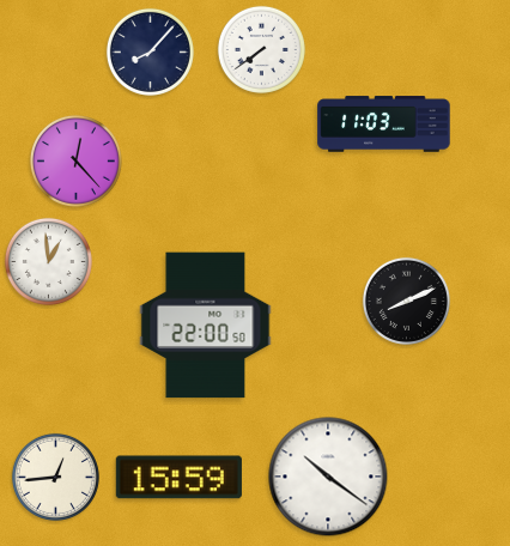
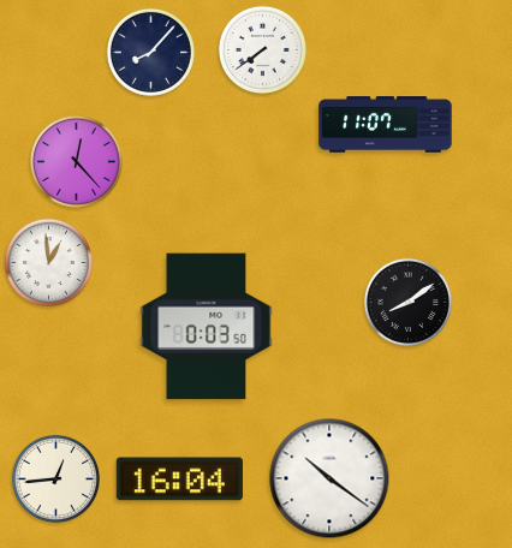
clock at (384, 125): 11:03 -> 11:07
clock at (406, 301): 8:11 -> 8:09
clock at (206, 326): 22:00 -> 0:03
clock at (178, 478): 15:59 -> 16:04
